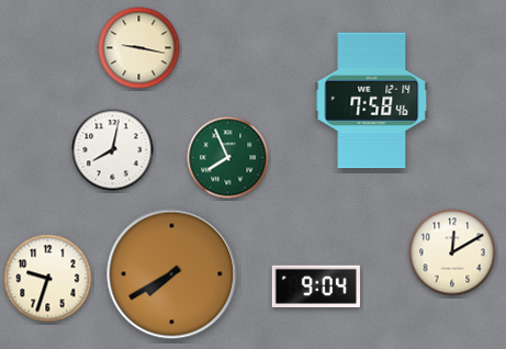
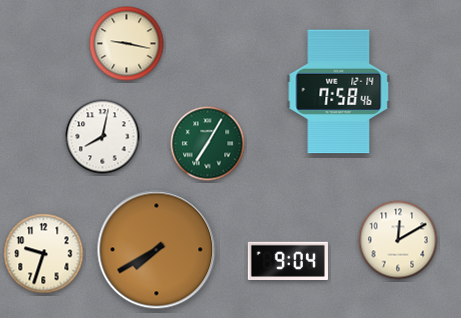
clock at (228, 158): 7:56 -> 7:05
clock at (452, 252) position: (452, 252) -> (398, 240)
